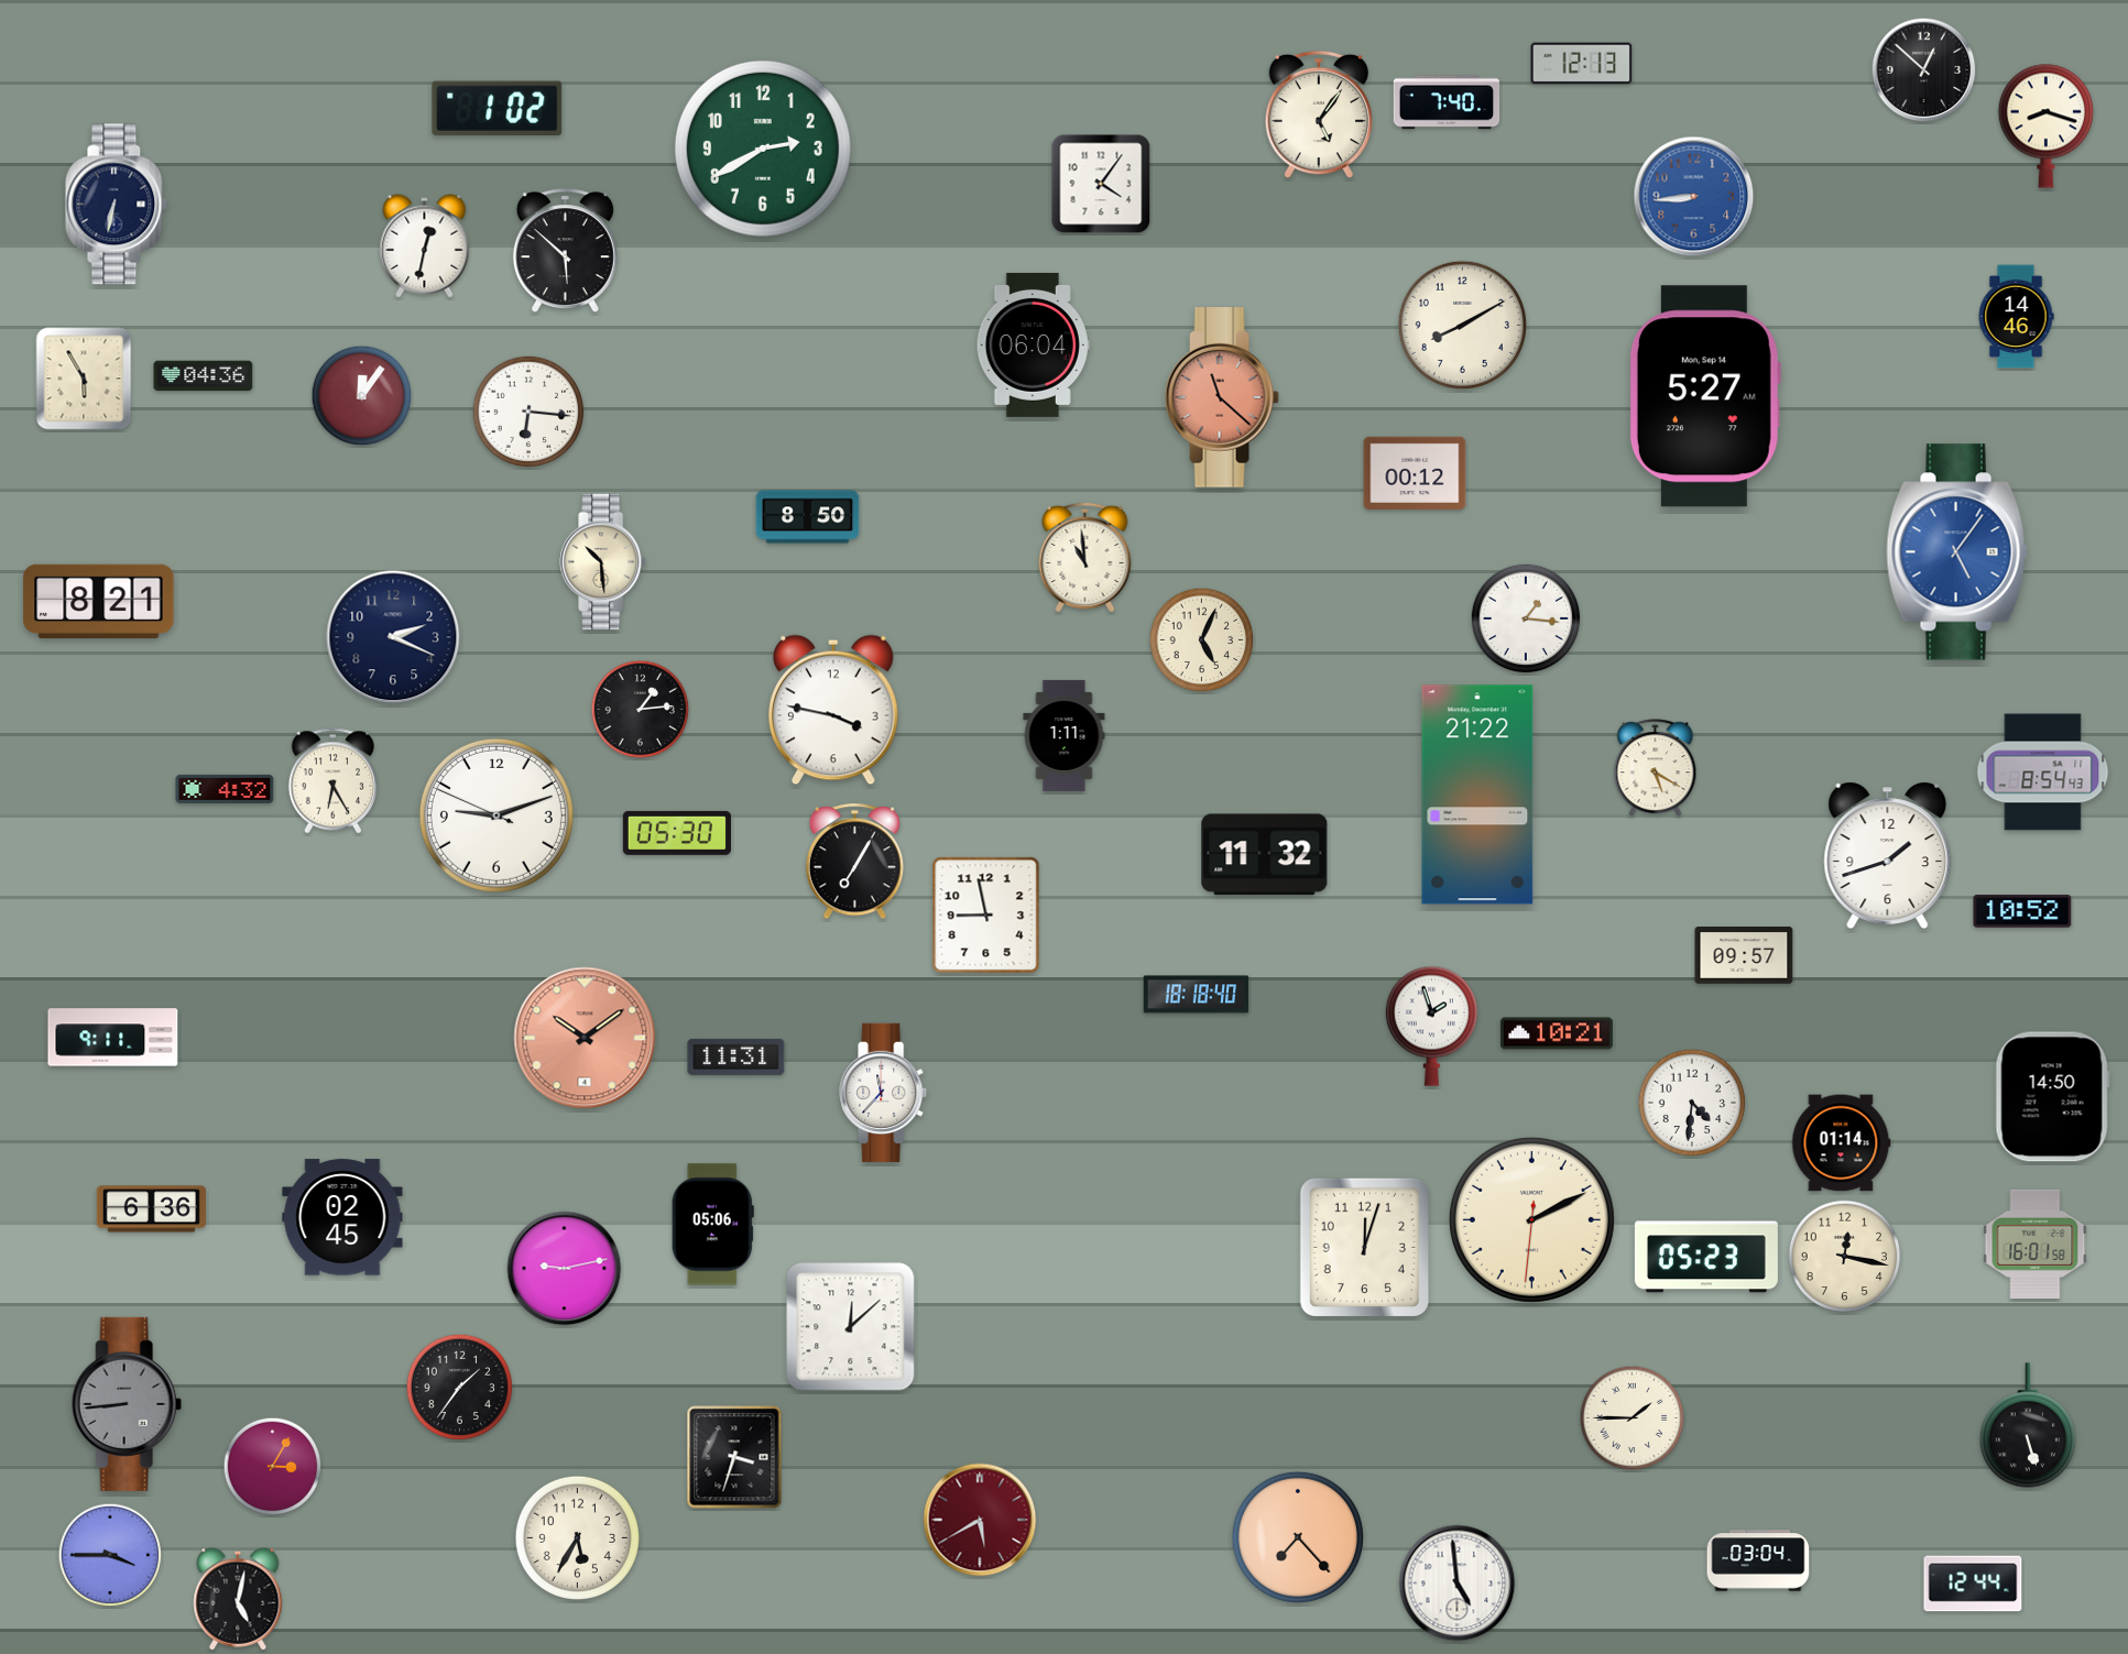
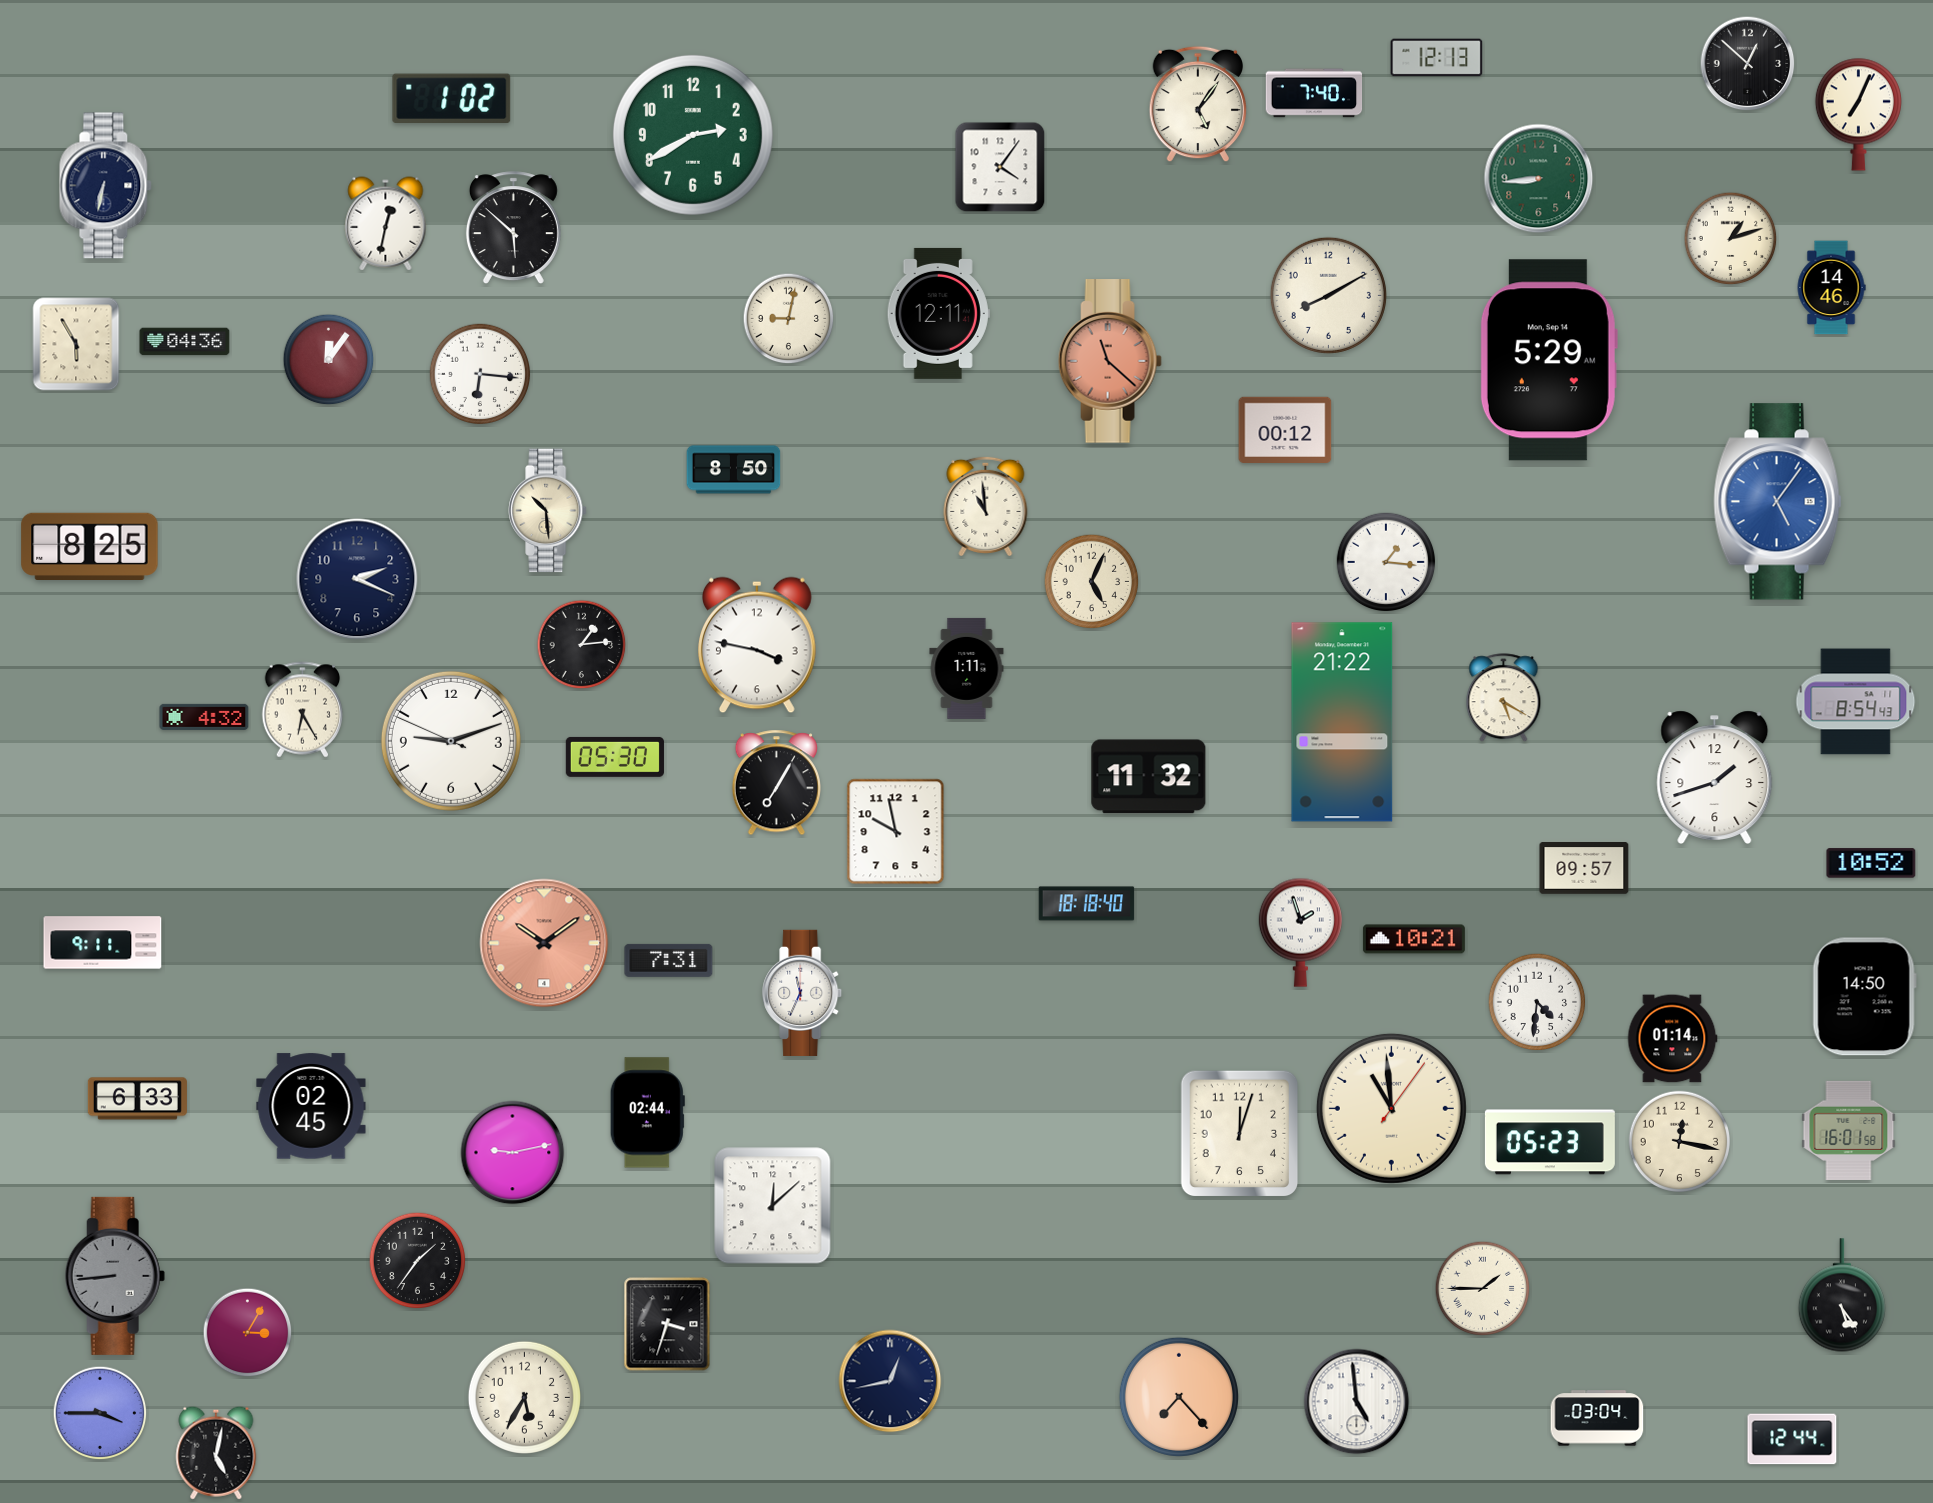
clock at (2045, 125): 8:18 -> 7:04
clock at (1694, 197) dial: blue -> green
clock at (1731, 239): none -> 1:12
clock at (1033, 344): 06:04 -> 12:11
clock at (789, 319): none -> 9:02
clock at (1705, 396): 5:27 -> 5:29
clock at (99, 601): 8:21 -> 8:25
clock at (2022, 911) position: (2022, 911) -> (1871, 863)
clock at (986, 916): 8:58 -> 9:58
clock at (585, 1038) position: (585, 1038) -> (544, 943)
clock at (736, 1056): 11:31 -> 7:31
clock at (884, 1093): 11:37 -> 11:34
clock at (151, 1209): 6:36 -> 6:33
clock at (1531, 1219): 2:10 -> 10:59
clock at (712, 1225): 05:06 -> 02:44
clock at (1845, 1257) position: (1845, 1257) -> (1680, 1142)
clock at (2028, 1425): 5:27 -> 5:24
clock at (980, 1520): 5:40 -> 12:43
clock at (980, 1520) dial: burgundy -> navy
clock at (1458, 1584) position: (1458, 1584) -> (1357, 1402)
